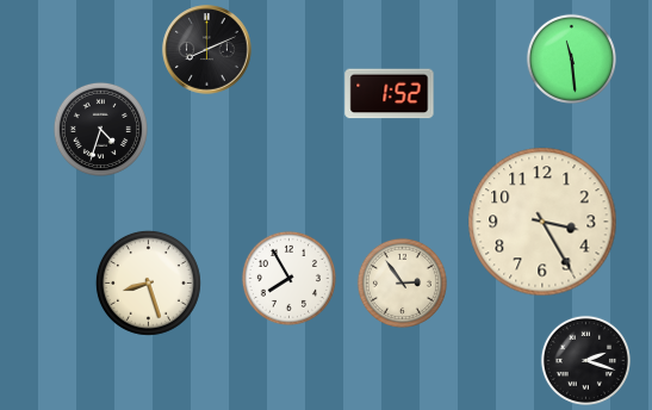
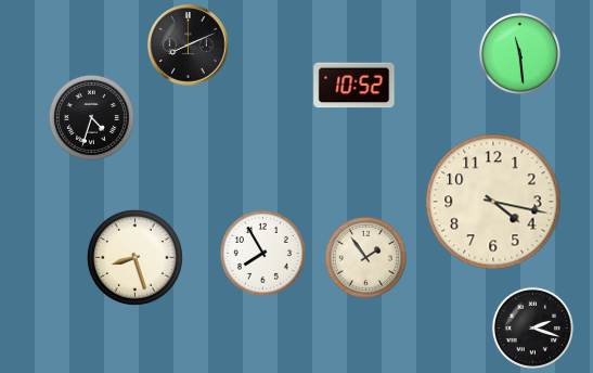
clock at (390, 94): 1:52 -> 10:52
clock at (542, 222): 3:25 -> 4:17
clock at (402, 282): 2:54 -> 1:54
